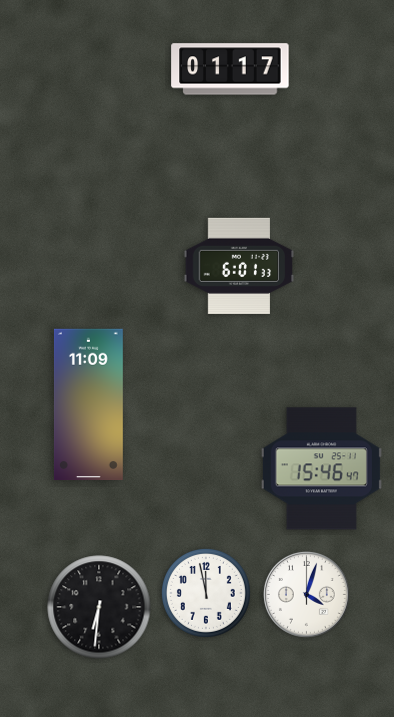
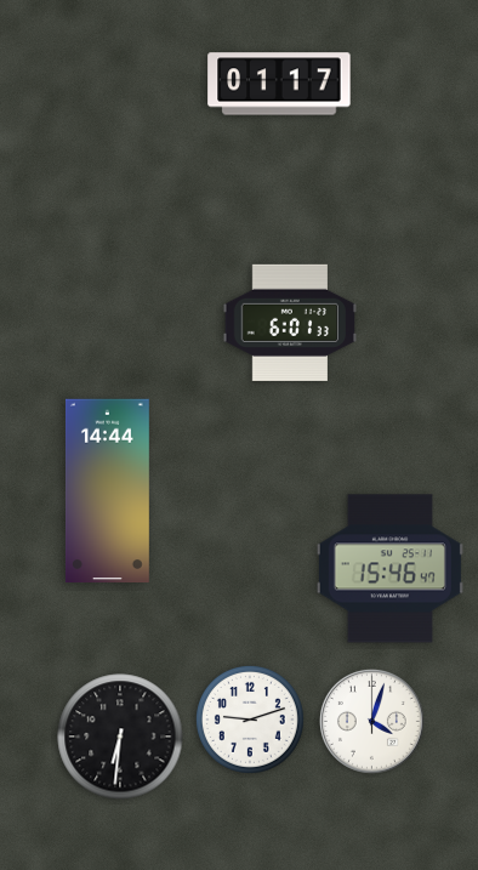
clock at (88, 405): 11:09 -> 14:44
clock at (206, 593): 11:58 -> 9:12
